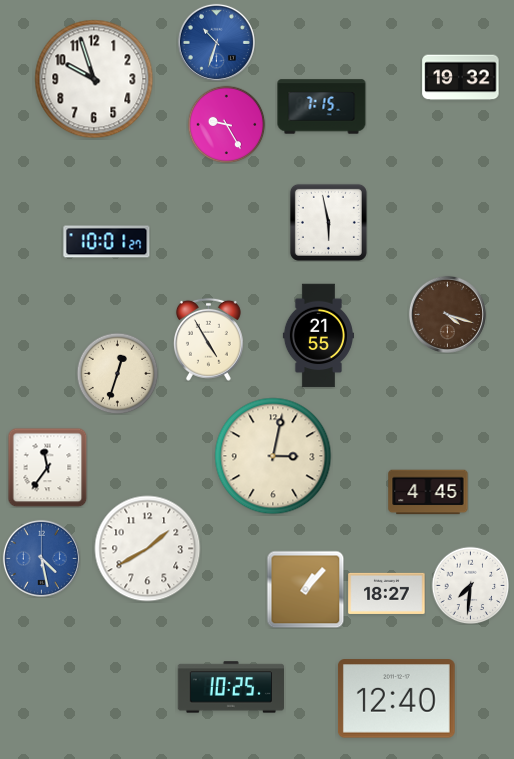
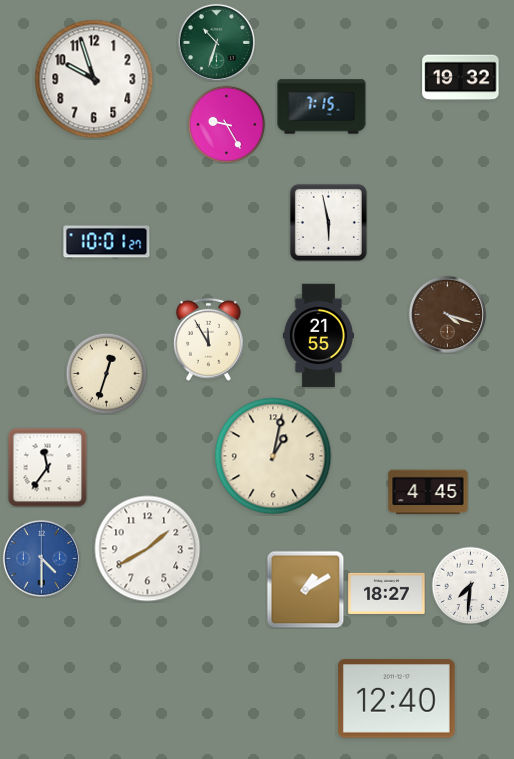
clock at (216, 42) dial: blue -> green
clock at (208, 339): 4:55 -> 11:55
clock at (117, 373) position: (117, 373) -> (106, 373)
clock at (273, 456): 3:02 -> 1:02
clock at (41, 558): 4:28 -> 4:30
clock at (305, 589): 1:07 -> 1:10
clock at (231, 687): 10:25 -> none
